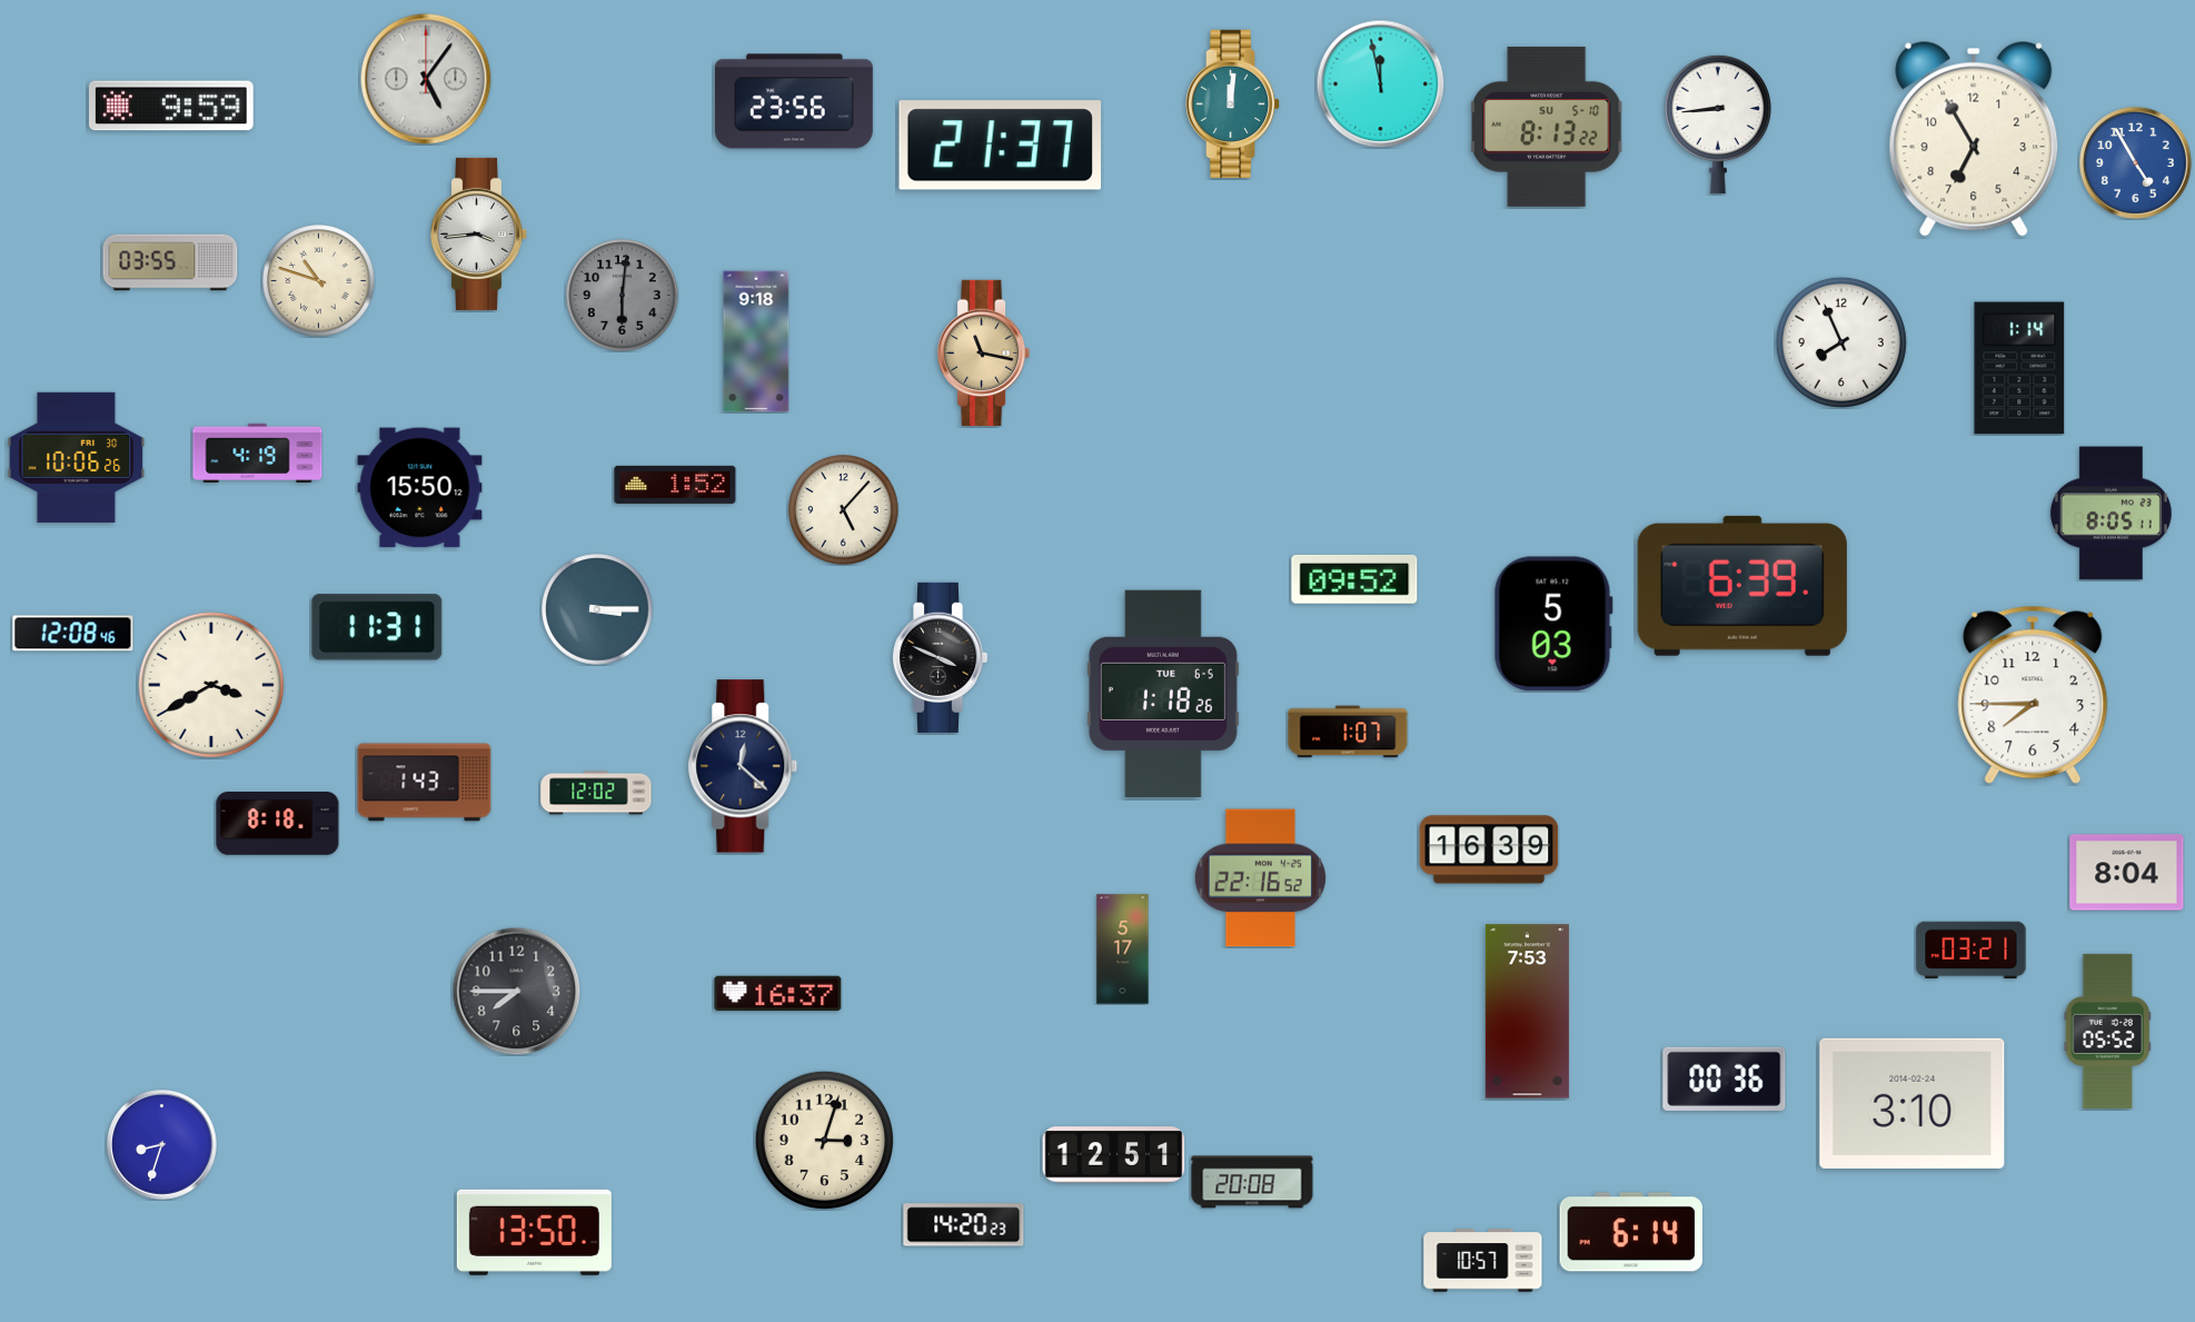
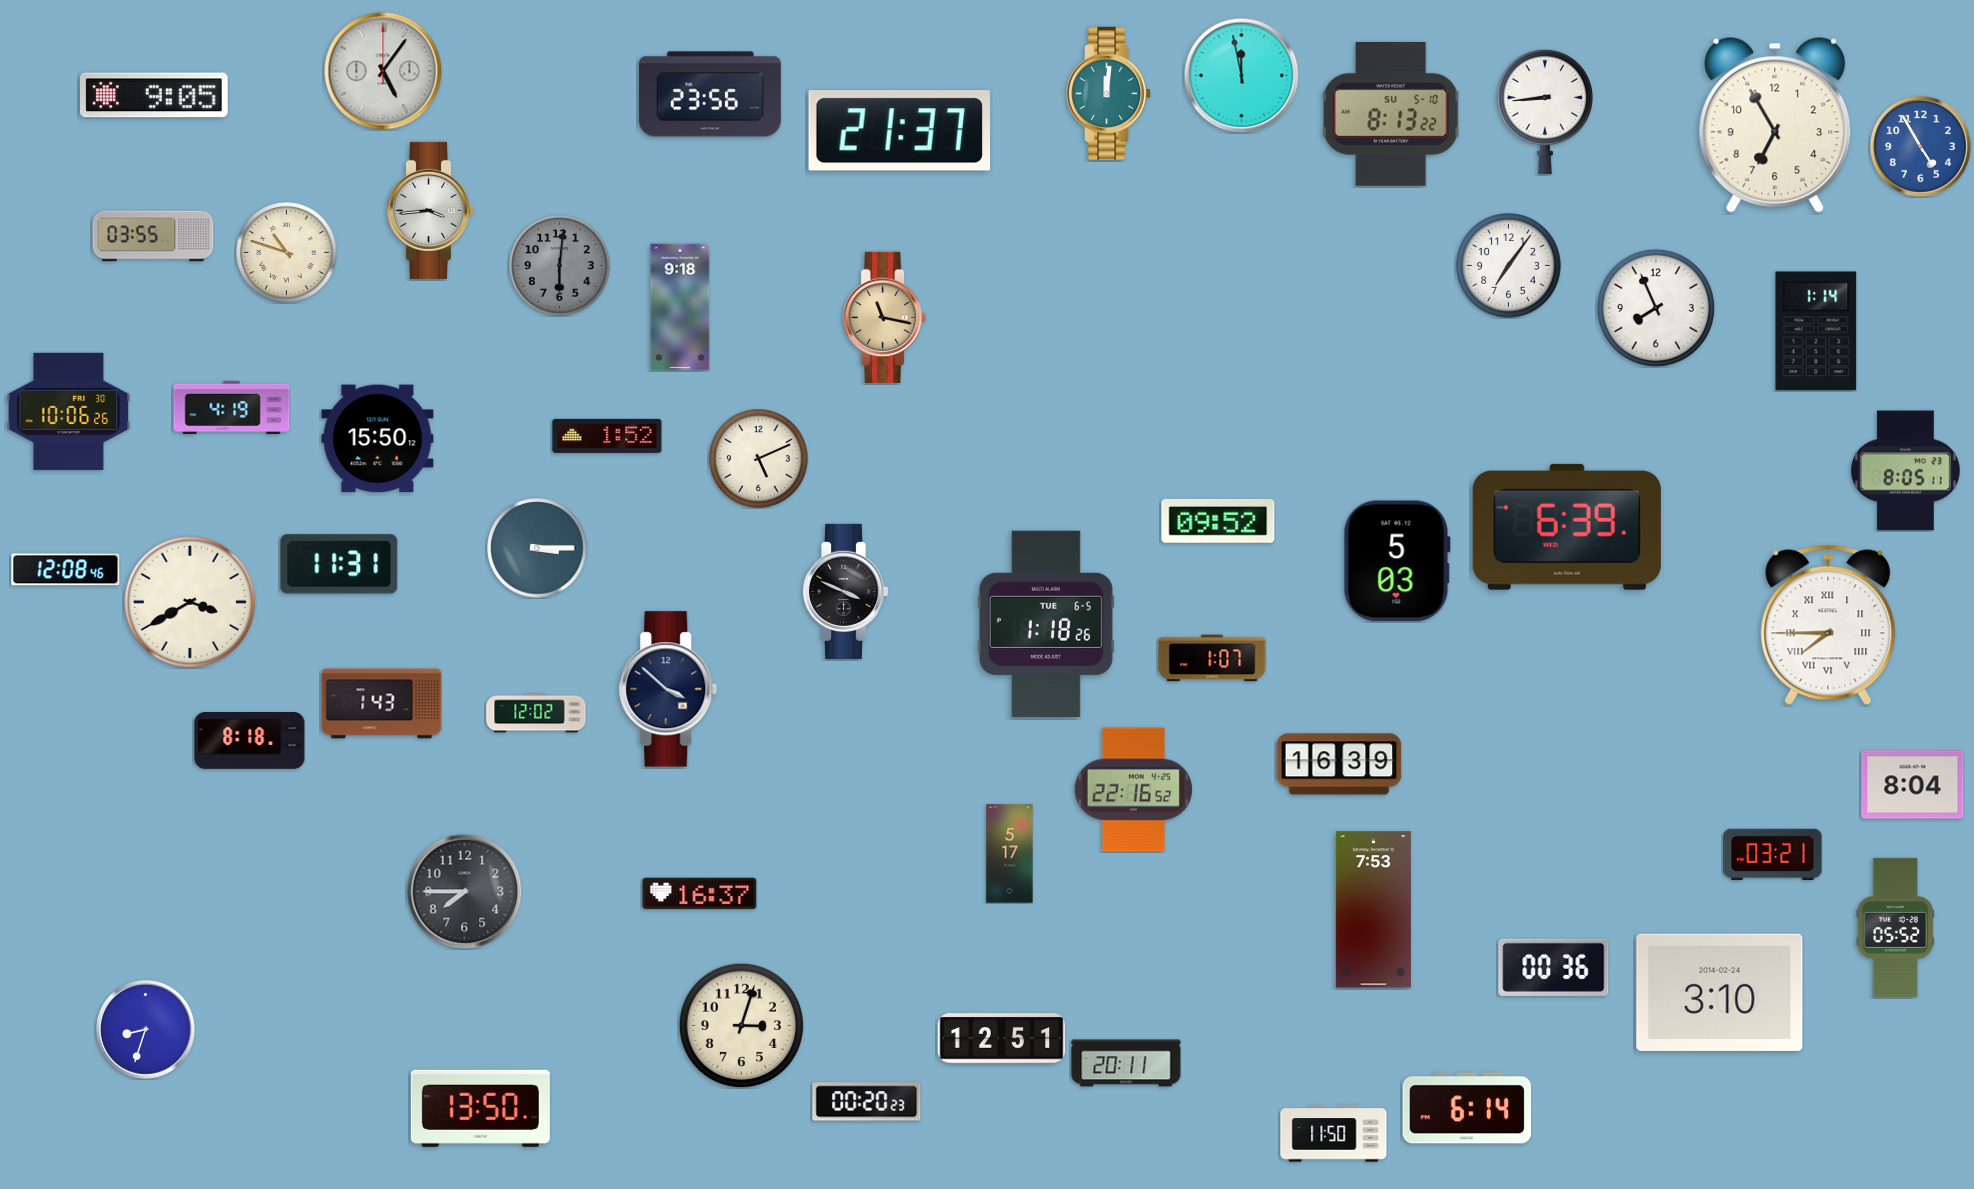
clock at (794, 101) position: (794, 101) -> (710, 94)
clock at (172, 106): 9:59 -> 9:05
clock at (1509, 266): none -> 7:06
clock at (844, 510): 5:07 -> 5:11
clock at (2110, 514) position: (2110, 514) -> (1905, 471)
clock at (211, 685) position: (211, 685) -> (190, 602)
clock at (2033, 695) numerals: Arabic -> Roman
clock at (743, 766): 12:22 -> 3:52
clock at (1725, 1079) position: (1725, 1079) -> (1554, 967)
clock at (1252, 1182): 20:08 -> 20:11
clock at (964, 1225): 14:20 -> 00:20
clock at (1483, 1261): 10:57 -> 11:50
